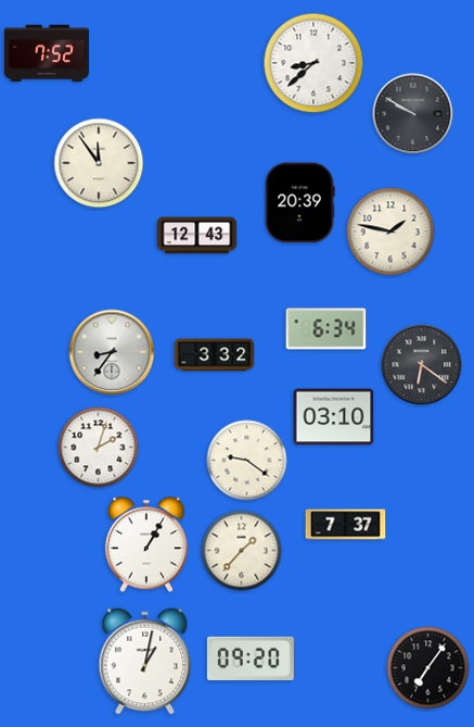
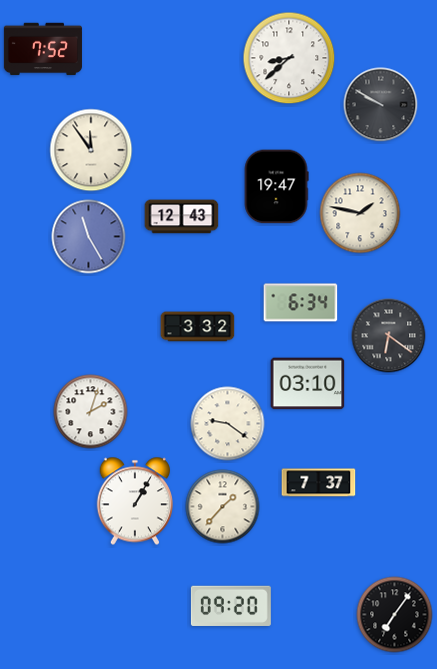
clock at (299, 203): 20:39 -> 19:47
clock at (89, 237): none -> 11:25
clock at (112, 352): 8:36 -> none
clock at (145, 662): 1:02 -> none
